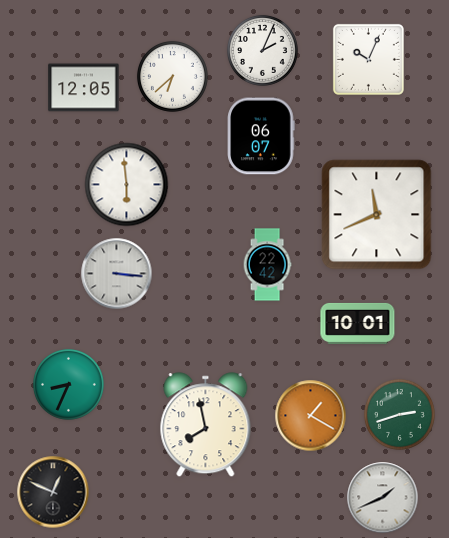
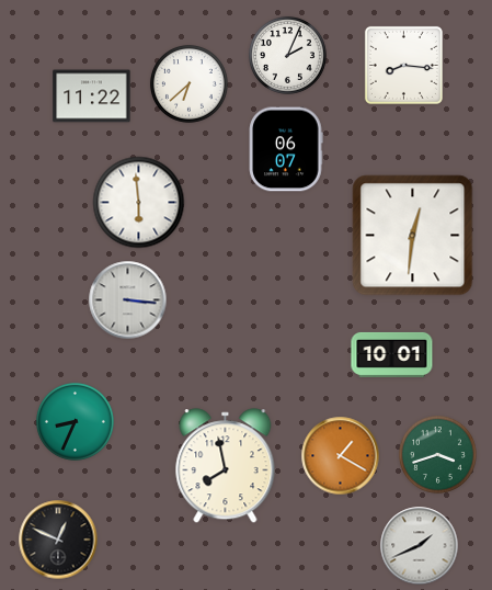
clock at (368, 59): 10:04 -> 8:16
clock at (84, 88): 12:05 -> 11:22
clock at (377, 215): 11:41 -> 12:31
clock at (267, 265): 22:42 -> none
clock at (399, 414): 2:42 -> 3:42
